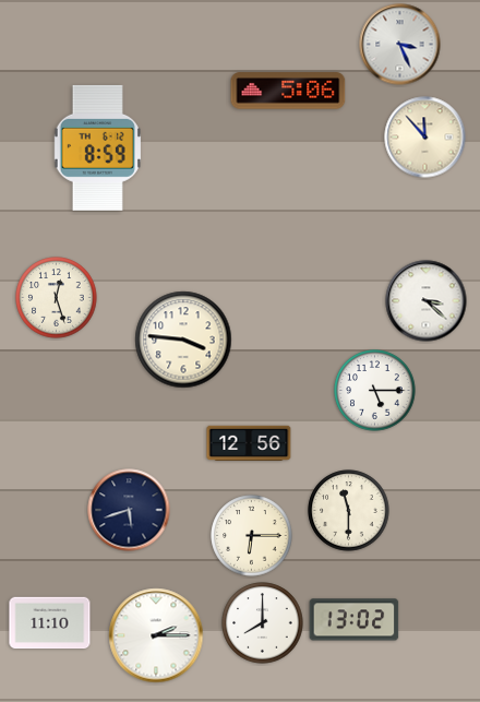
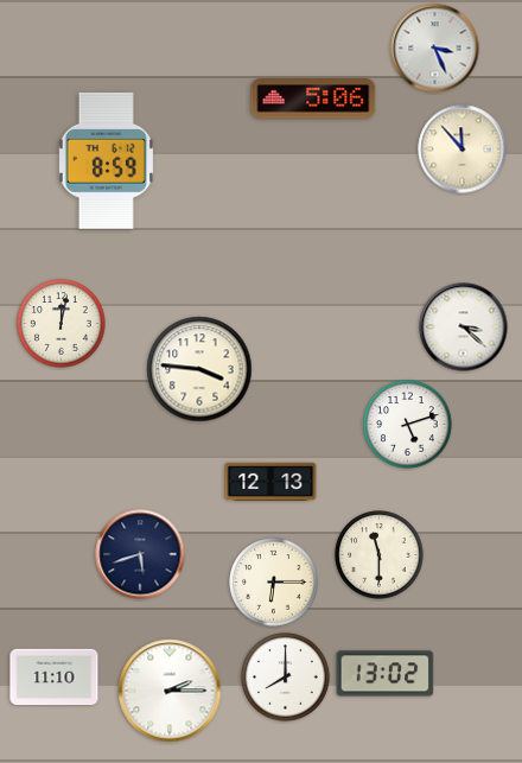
clock at (57, 298): 12:27 -> 12:02
clock at (375, 391): 5:15 -> 5:12
clock at (249, 442): 12:56 -> 12:13
